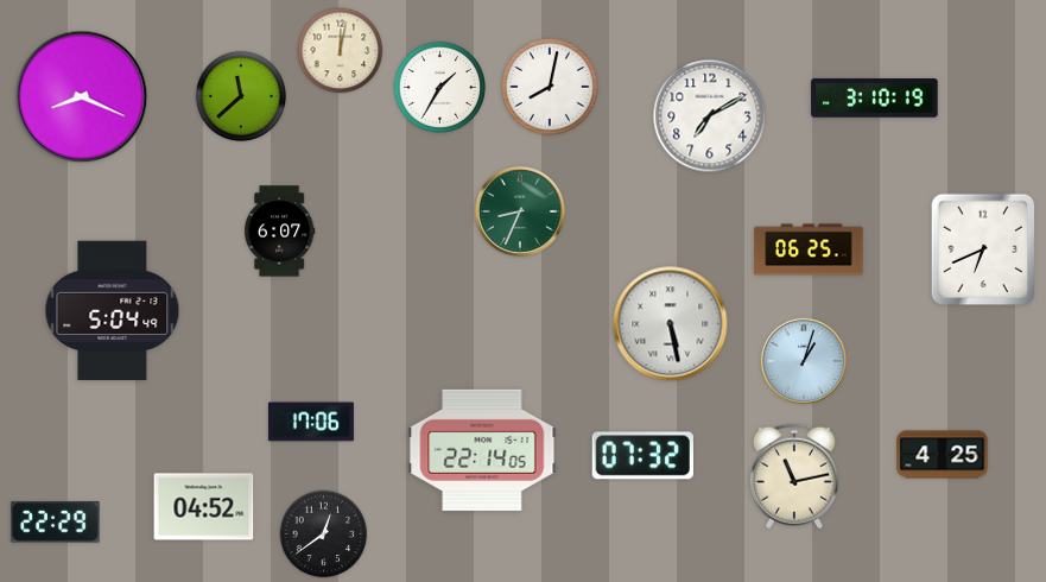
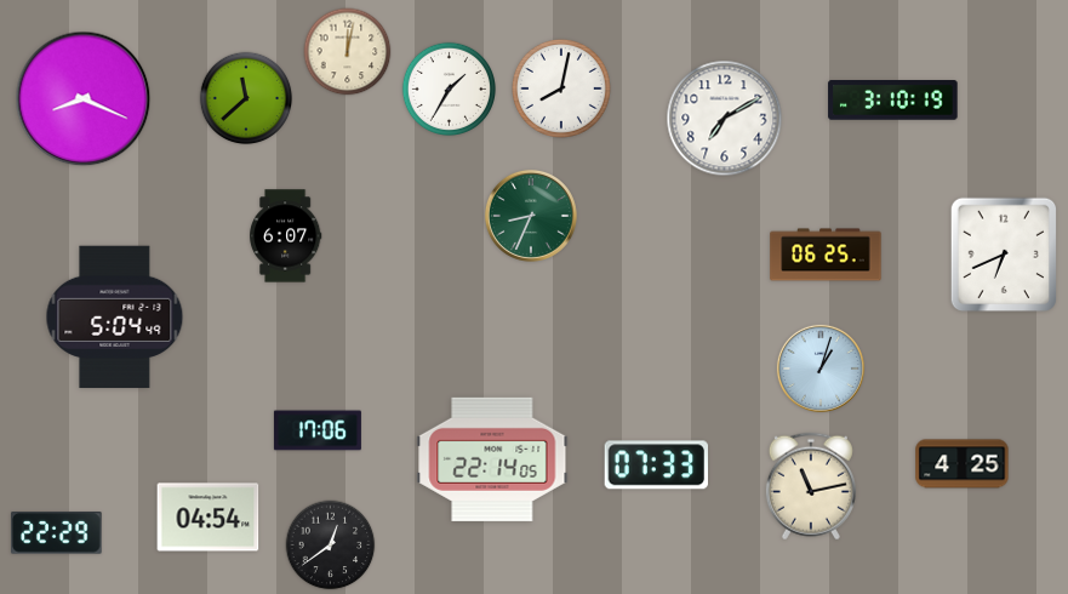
clock at (671, 324): 5:28 -> none
clock at (642, 456): 07:32 -> 07:33
clock at (204, 507): 04:52 -> 04:54
